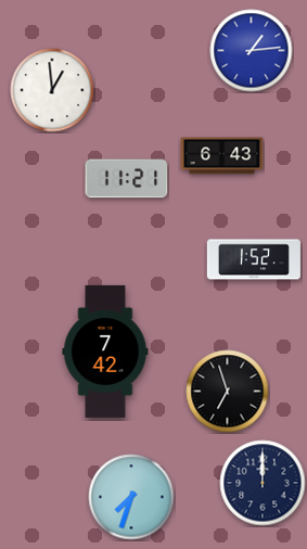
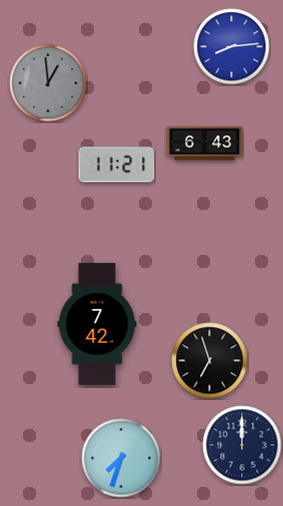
clock at (252, 51): 1:14 -> 8:14
clock at (52, 90) dial: white -> grey
clock at (254, 259): 1:52 -> none
